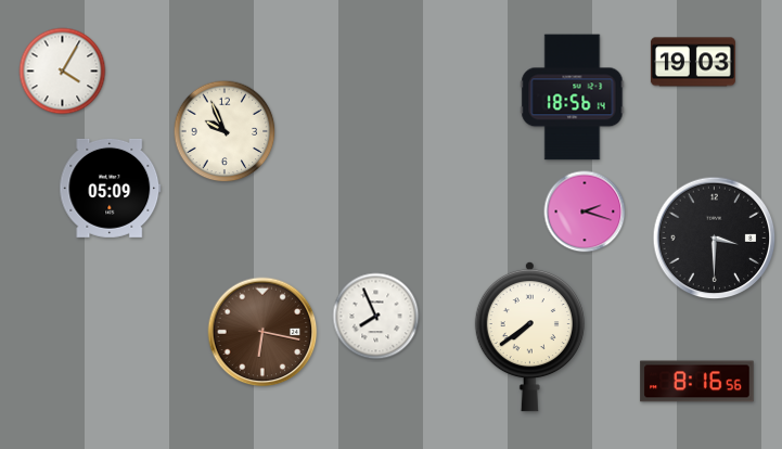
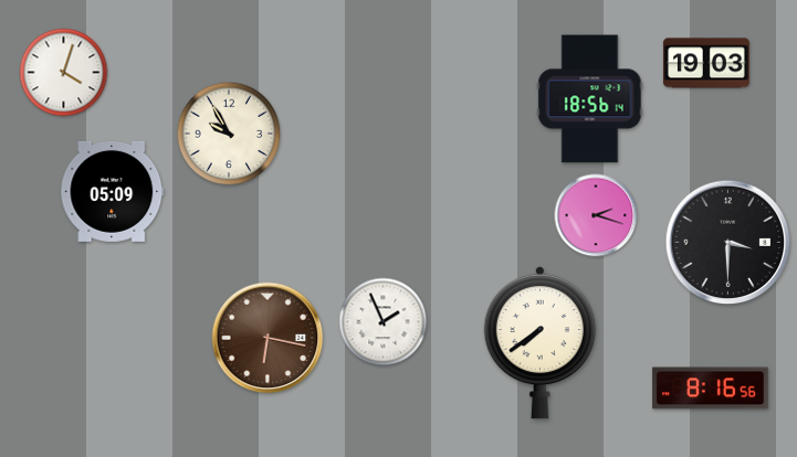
clock at (63, 72): 4:05 -> 4:03
clock at (573, 98) position: (573, 98) -> (590, 99)
clock at (225, 131): 9:56 -> 9:55
clock at (376, 317): 7:56 -> 1:56
